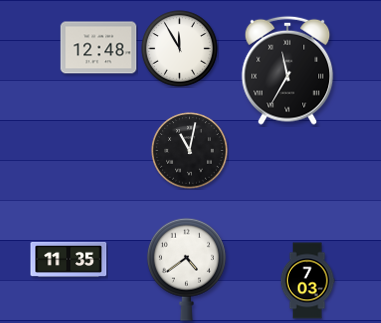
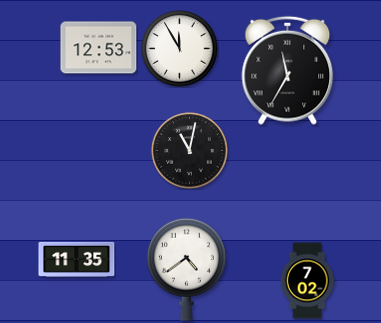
clock at (99, 48): 12:48 -> 12:53
clock at (69, 259) position: (69, 259) -> (77, 259)
clock at (307, 281): 7:03 -> 7:02
